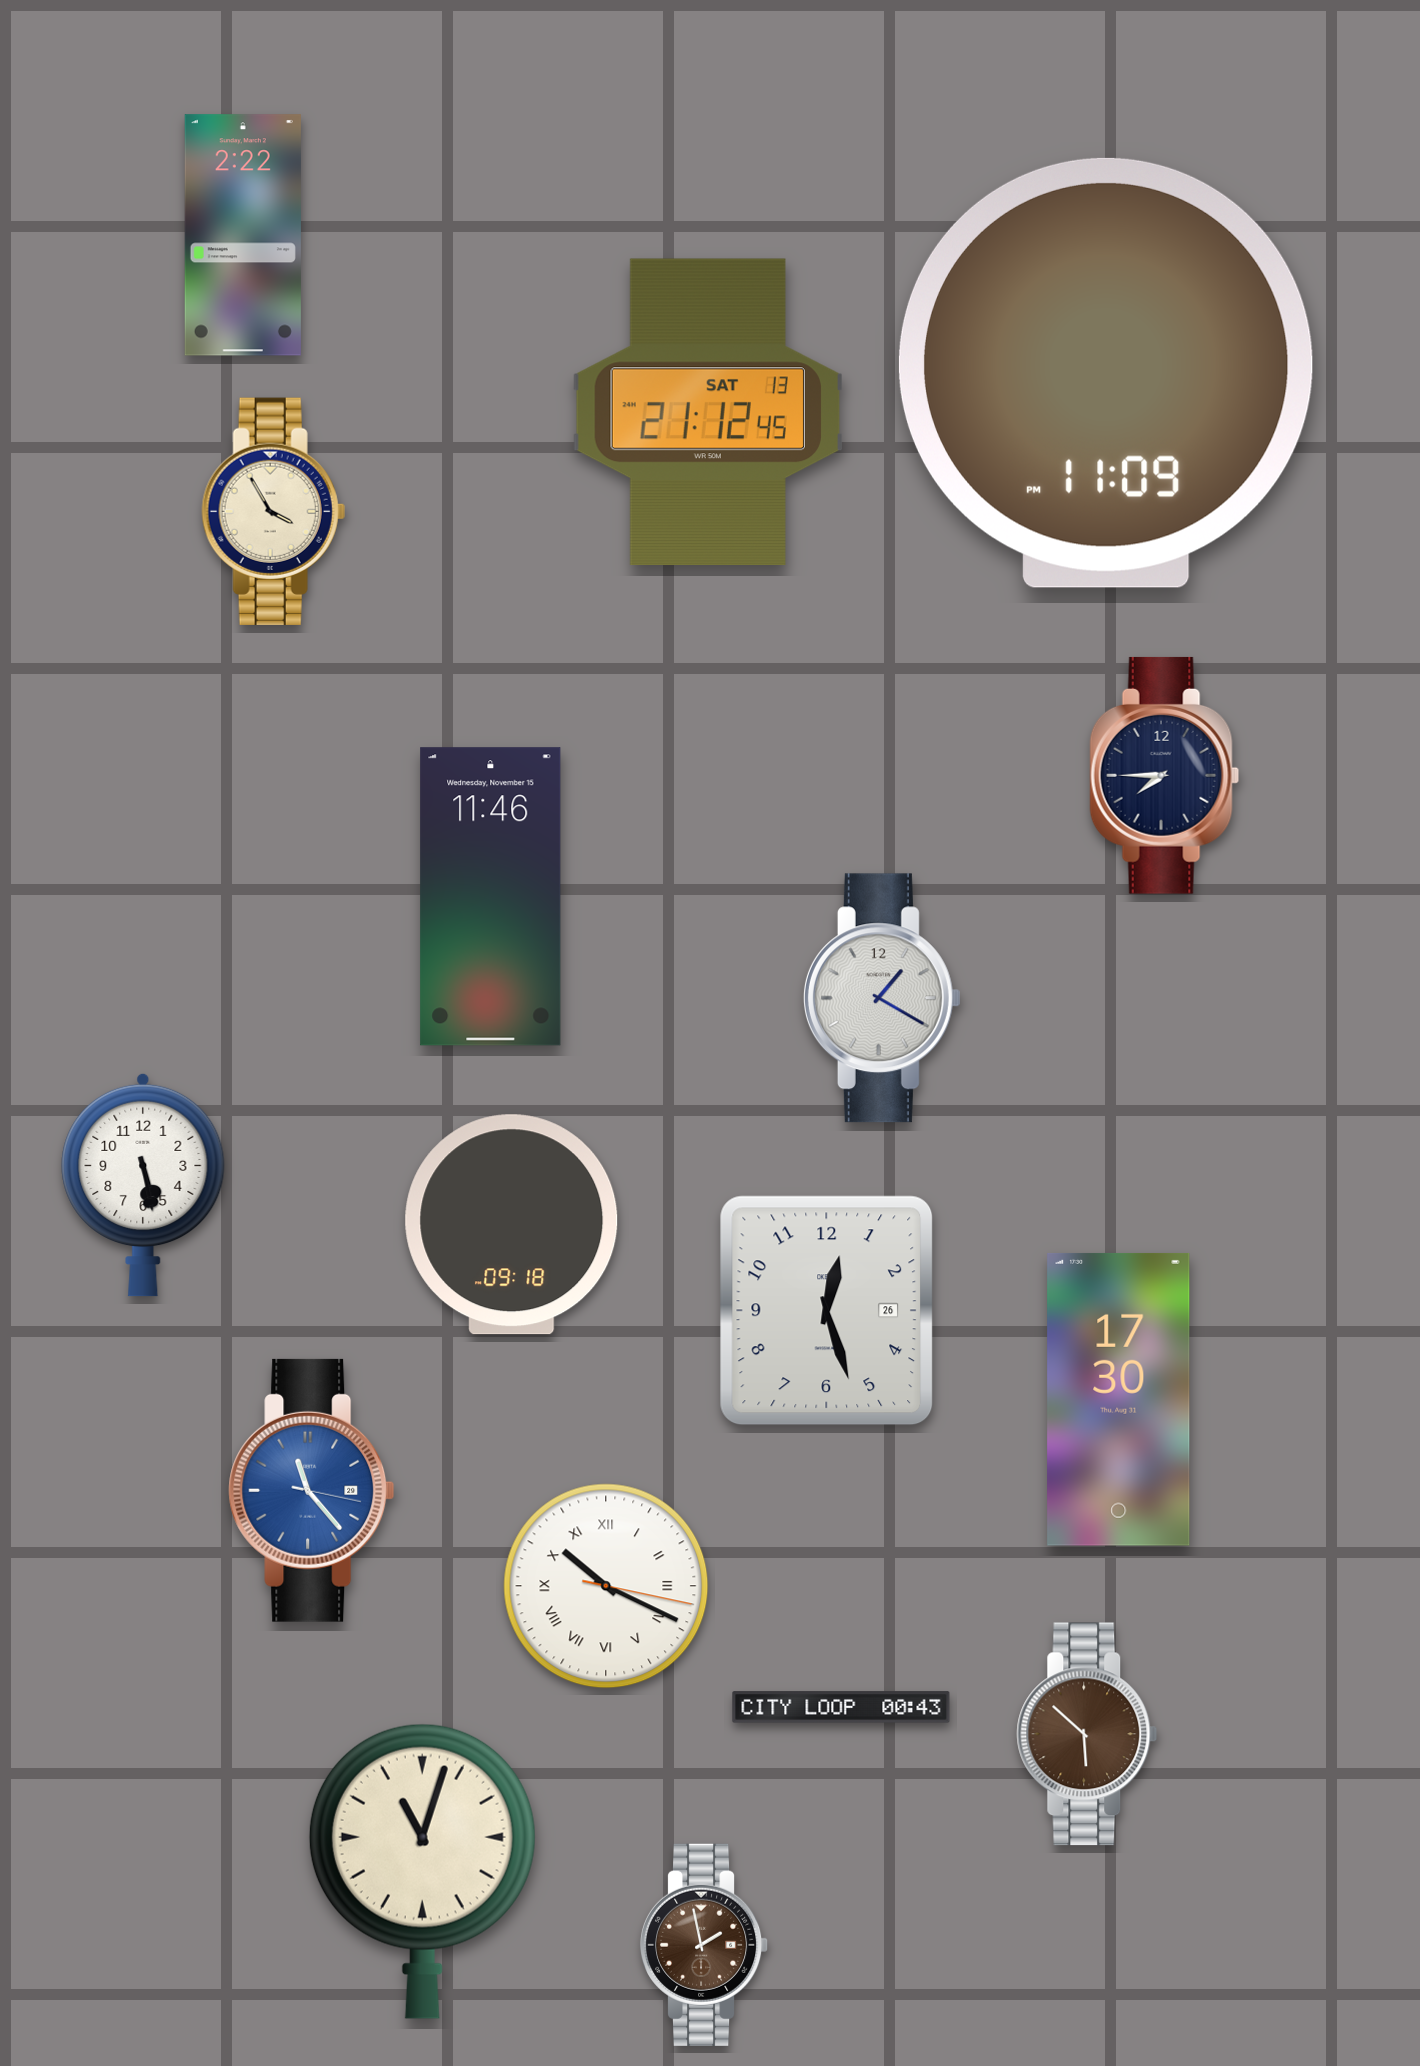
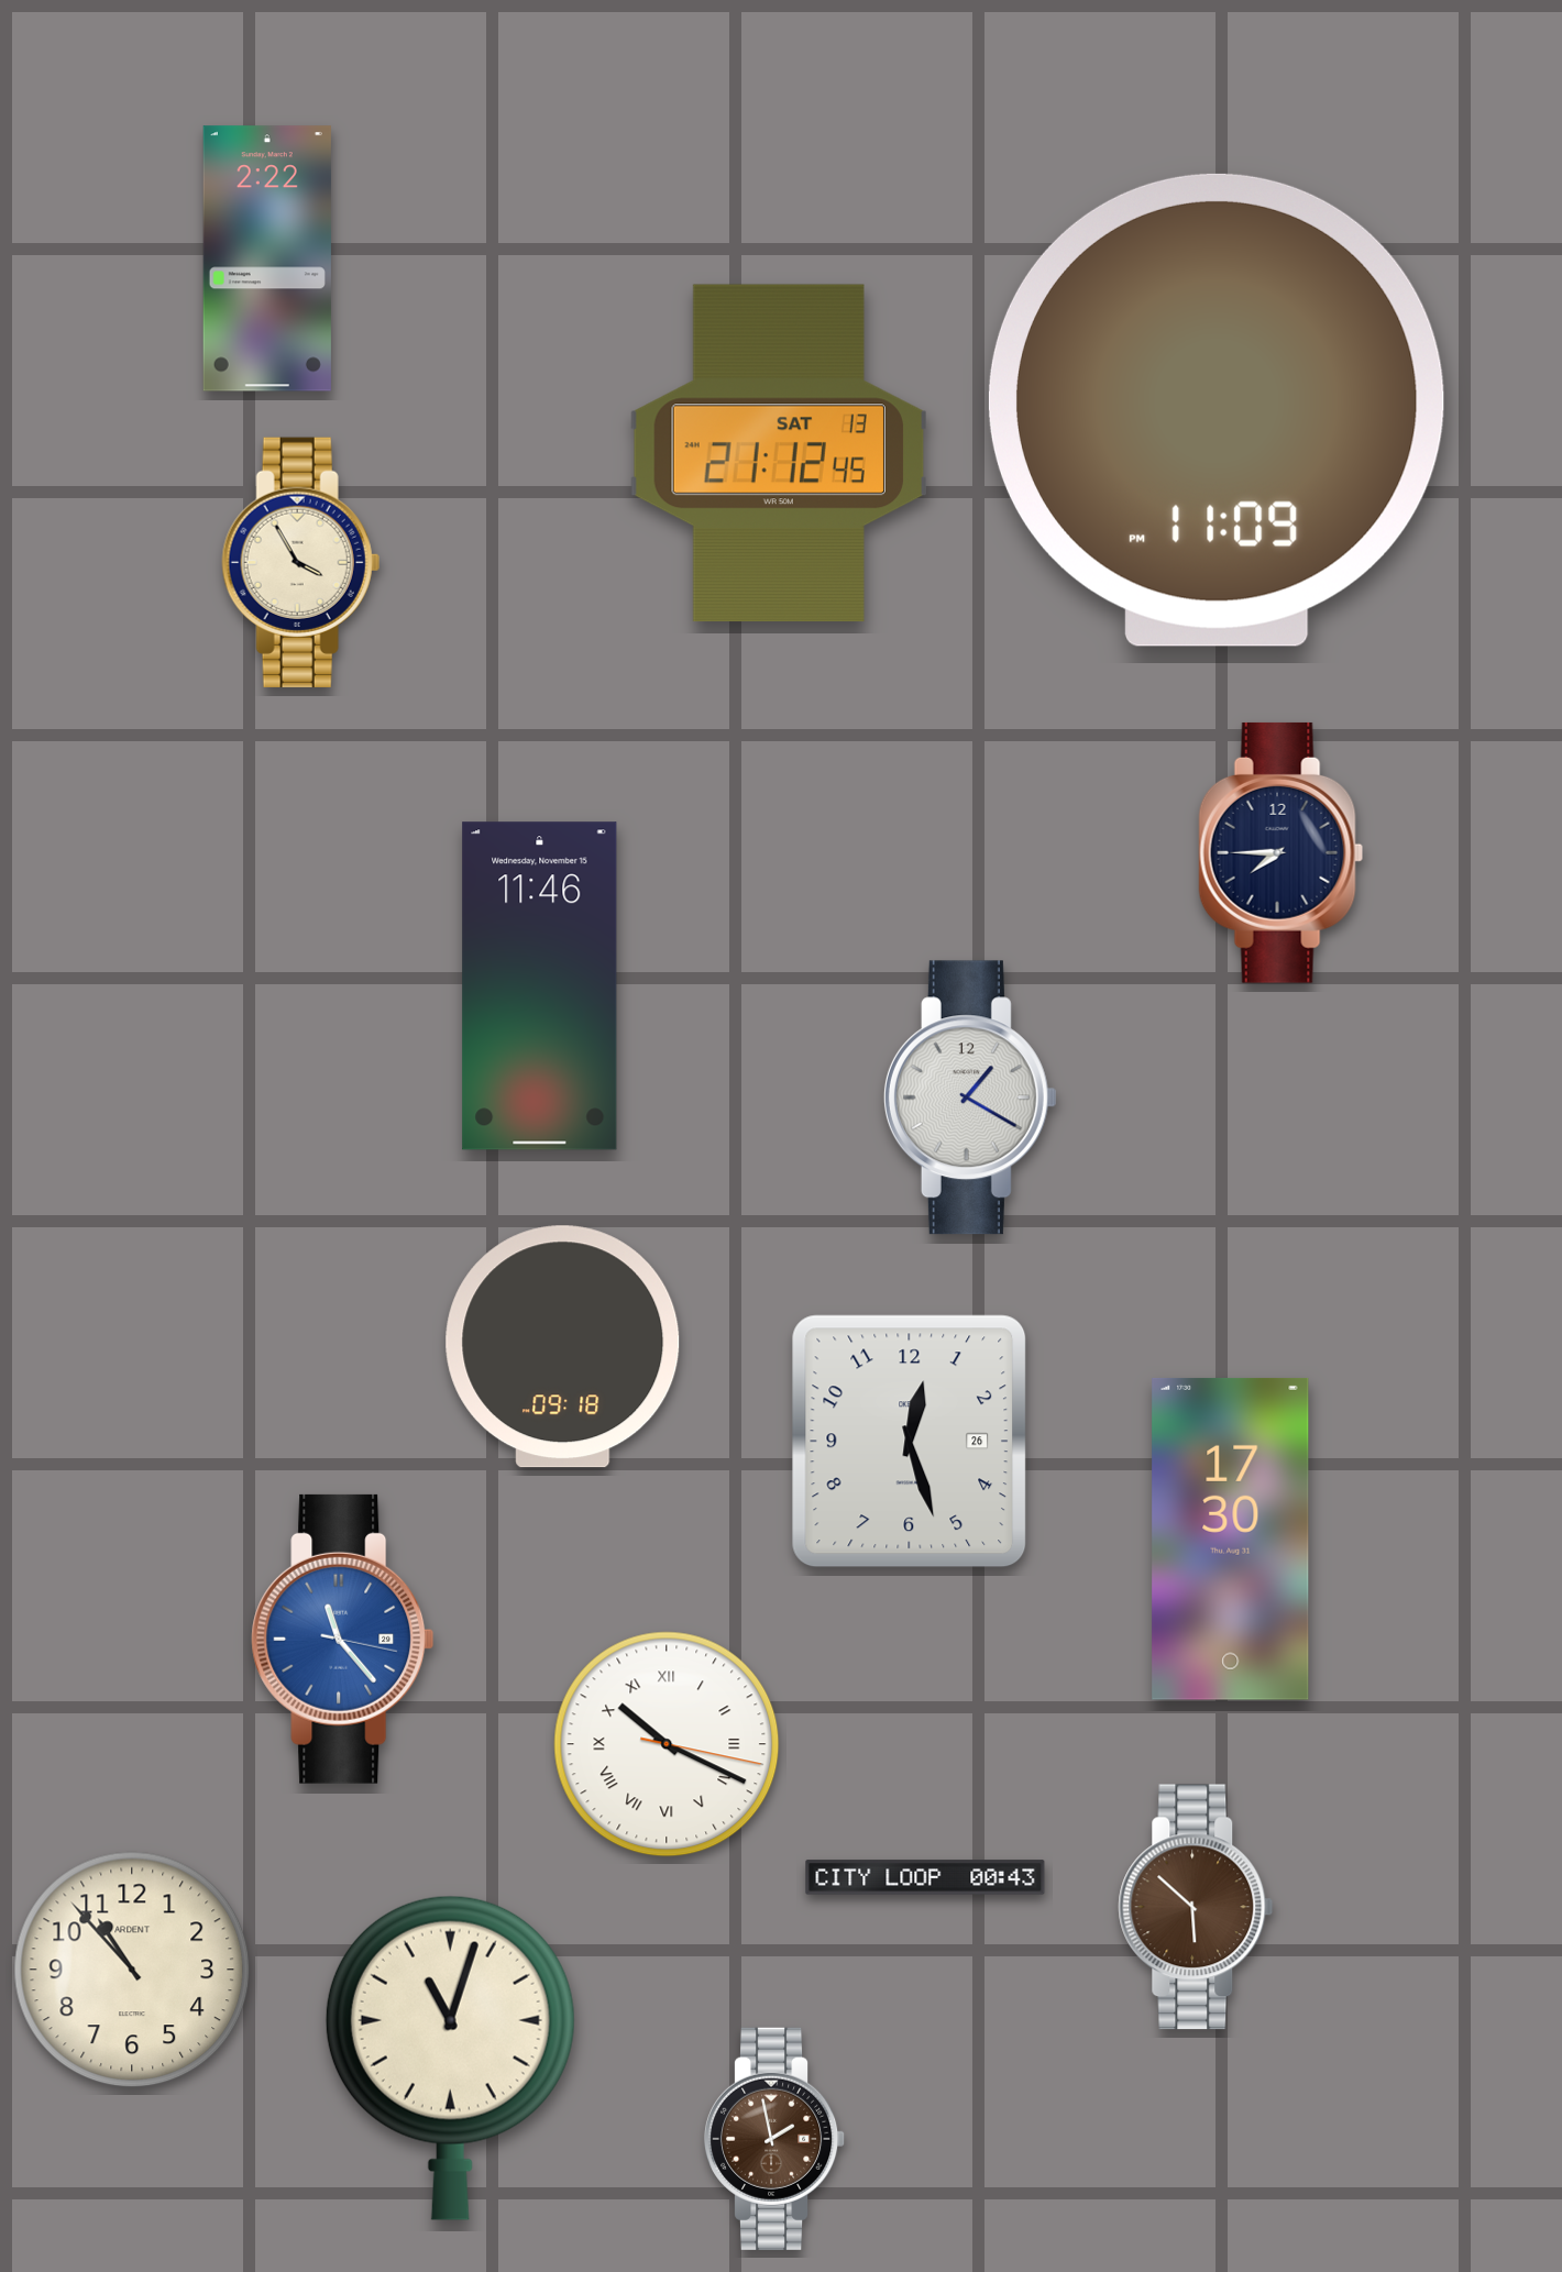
clock at (143, 1185): 5:28 -> none
clock at (132, 1970): none -> 10:53
clock at (422, 1871) position: (422, 1871) -> (450, 2058)
